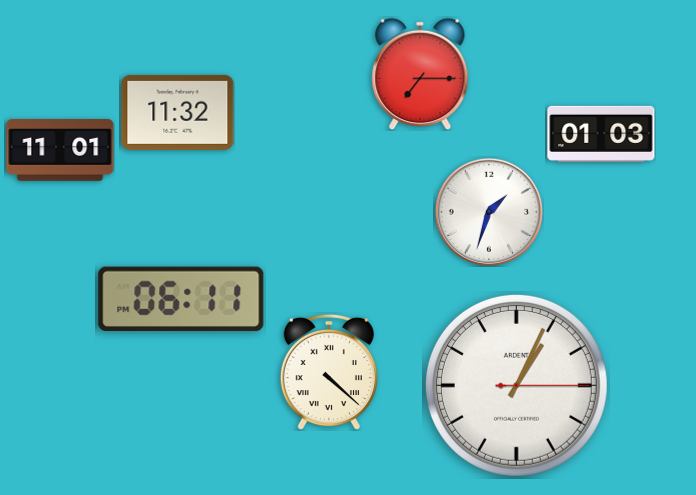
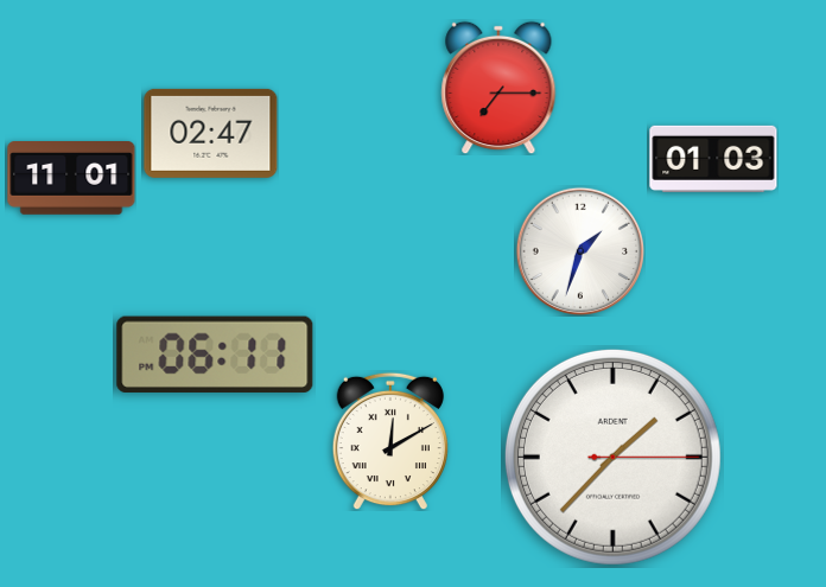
clock at (178, 112): 11:32 -> 02:47
clock at (329, 372): 4:22 -> 12:10
clock at (516, 385): 1:04 -> 1:37
